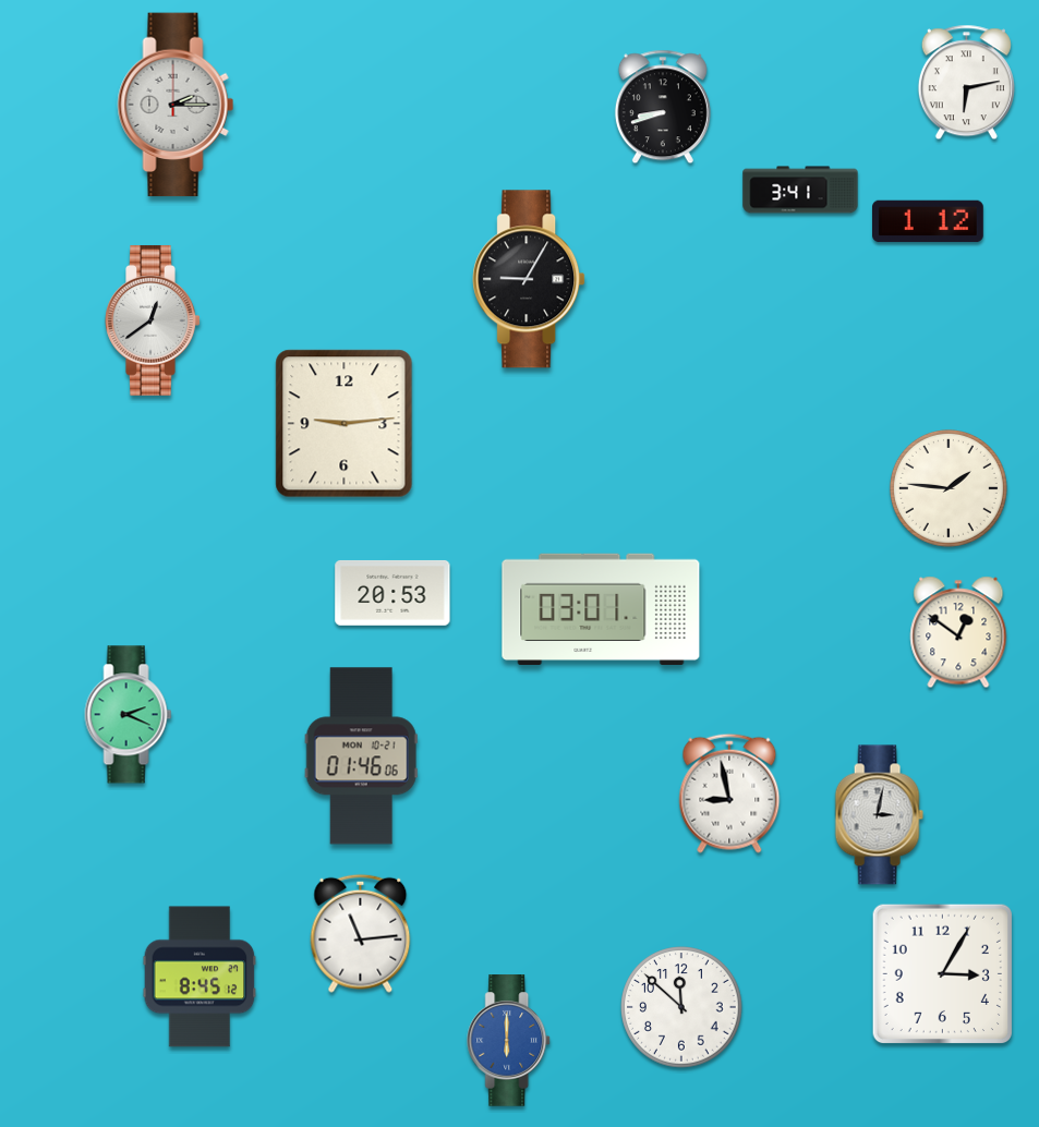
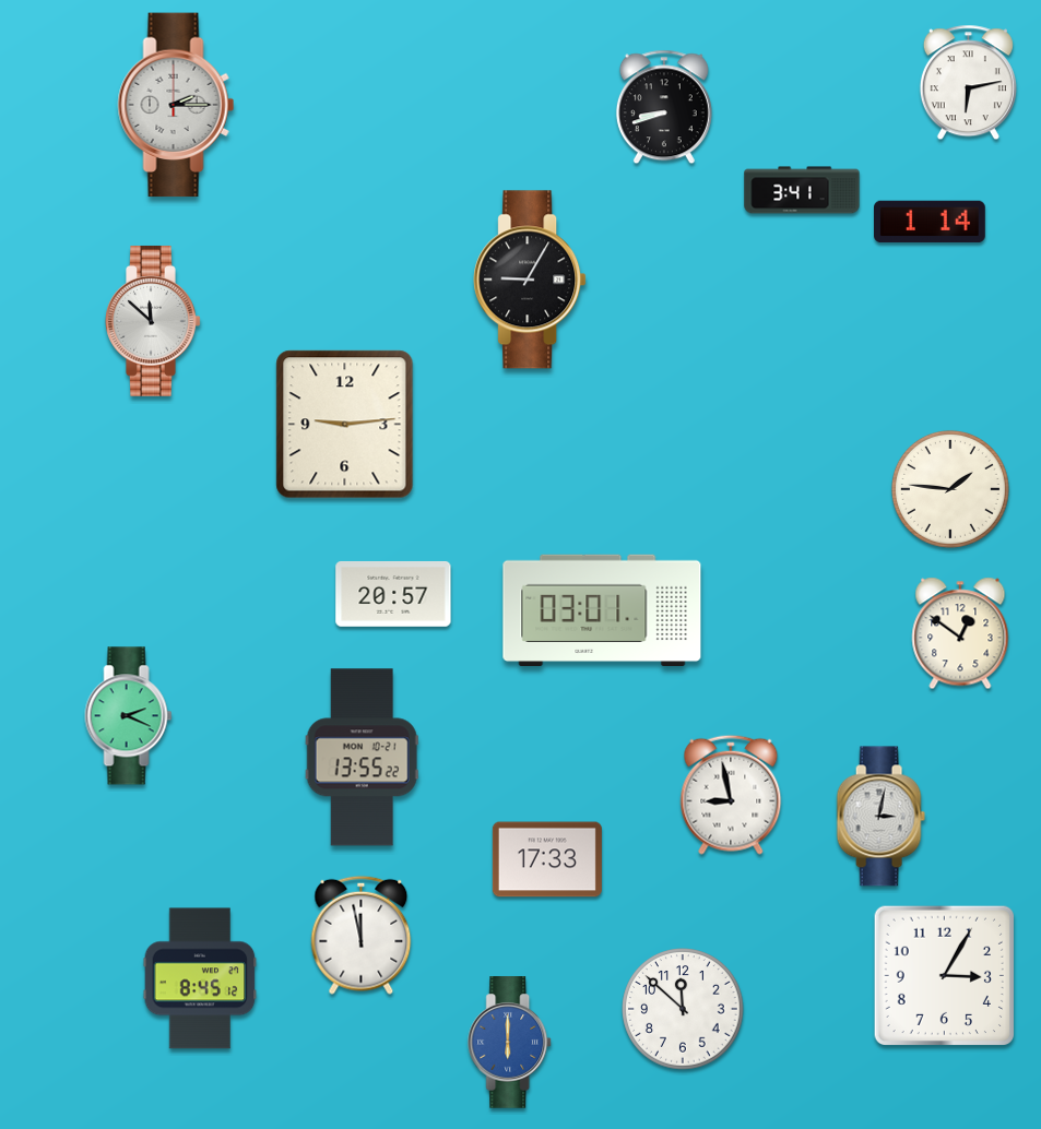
clock at (929, 221): 1:12 -> 1:14
clock at (153, 320): 12:39 -> 11:52
clock at (392, 593): 20:53 -> 20:57
clock at (361, 756): 01:46 -> 13:55
clock at (547, 859): none -> 17:33
clock at (361, 933): 11:14 -> 11:58
